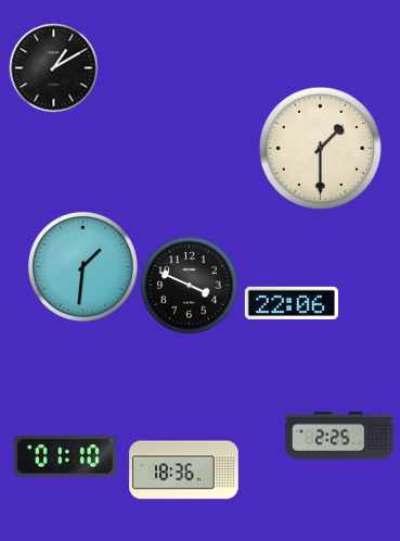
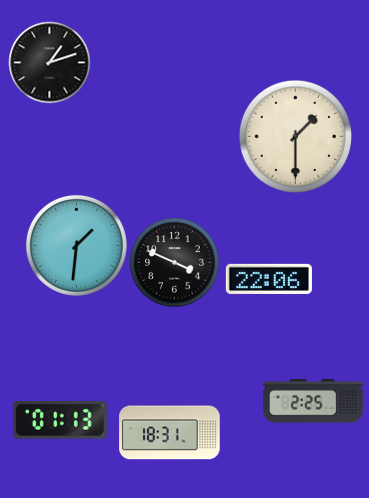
clock at (53, 67): 1:10 -> 1:12
clock at (65, 457): 01:10 -> 01:13
clock at (184, 470): 18:36 -> 18:31
